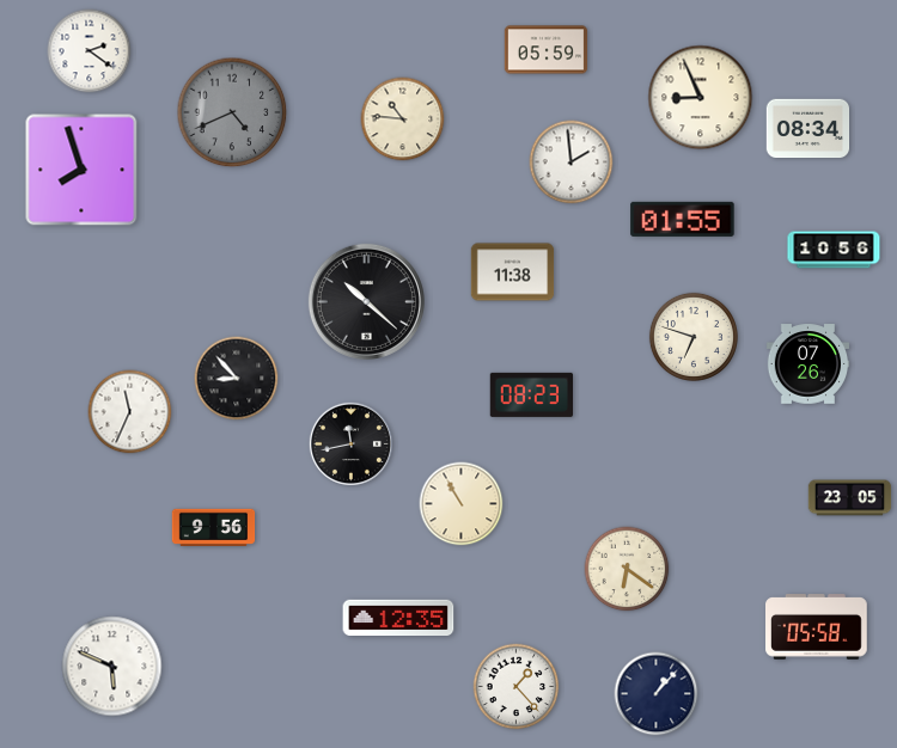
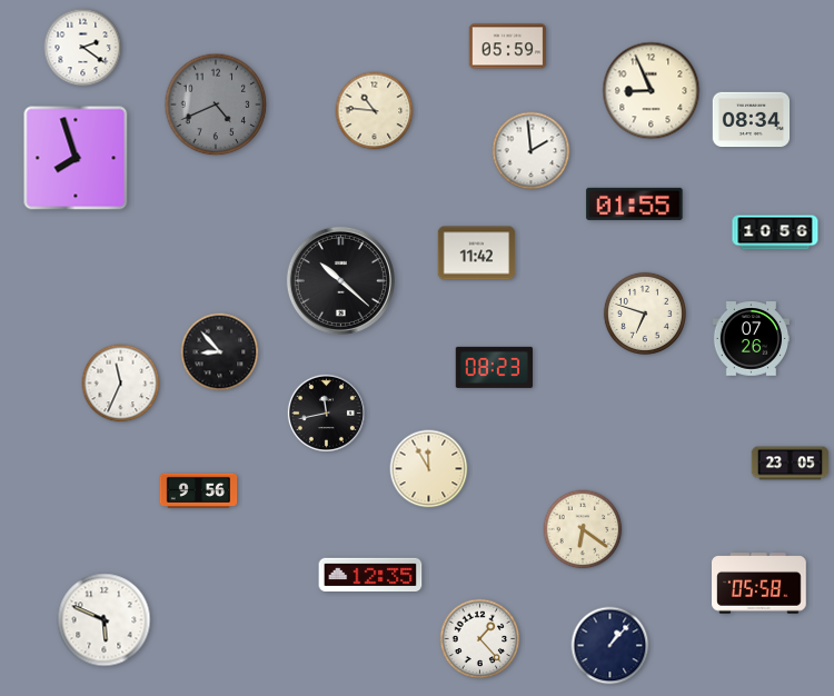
clock at (513, 272): 11:38 -> 11:42
clock at (462, 504): 10:55 -> 11:55
